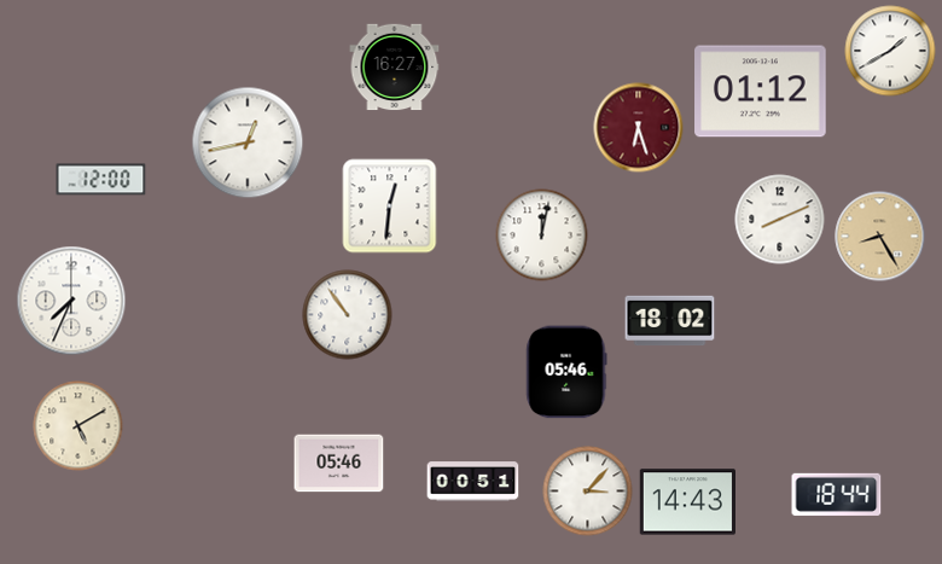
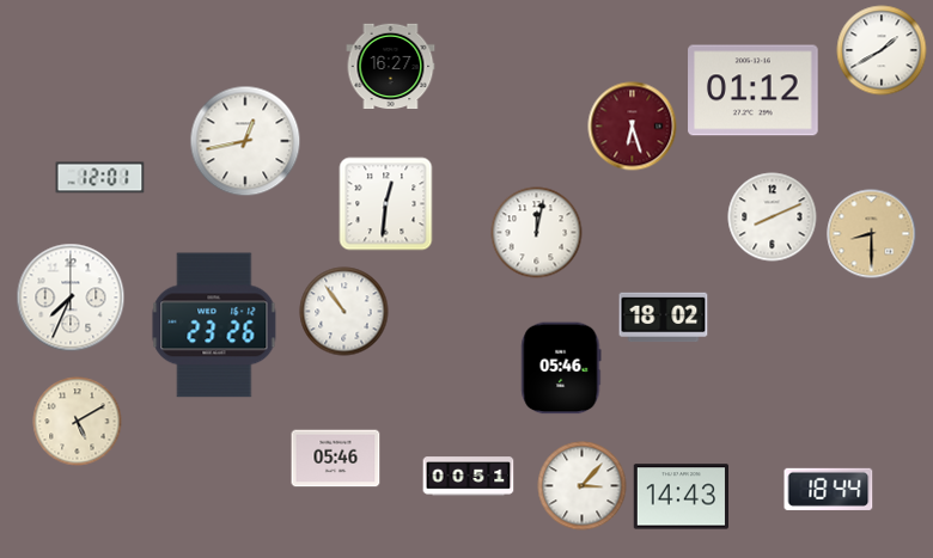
clock at (101, 180): 12:00 -> 12:01
clock at (880, 237): 8:25 -> 8:30
clock at (214, 325): none -> 23:26
